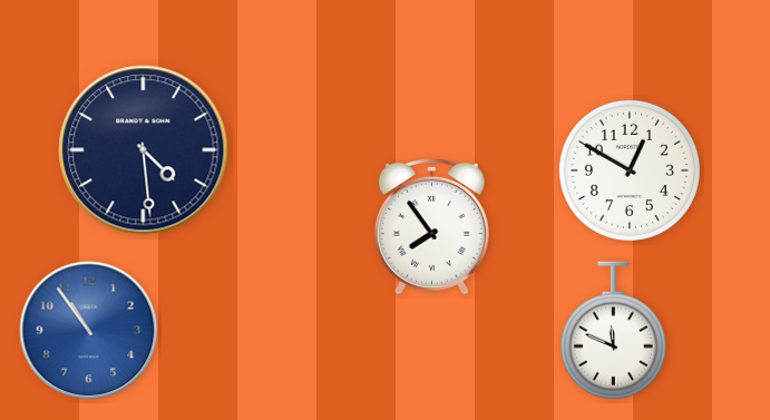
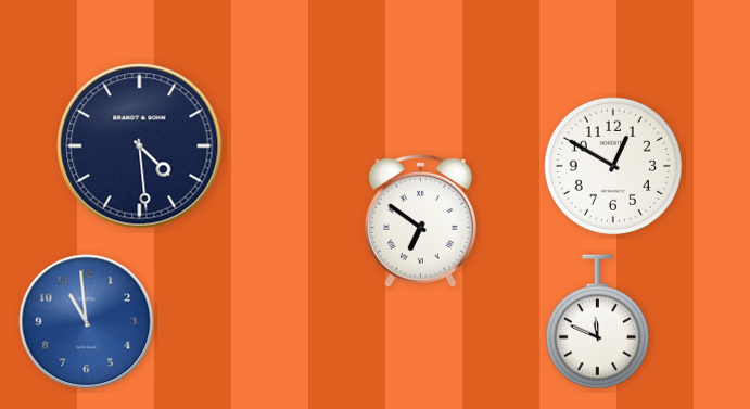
clock at (431, 226): 7:54 -> 6:51
clock at (89, 331): 10:54 -> 10:59
